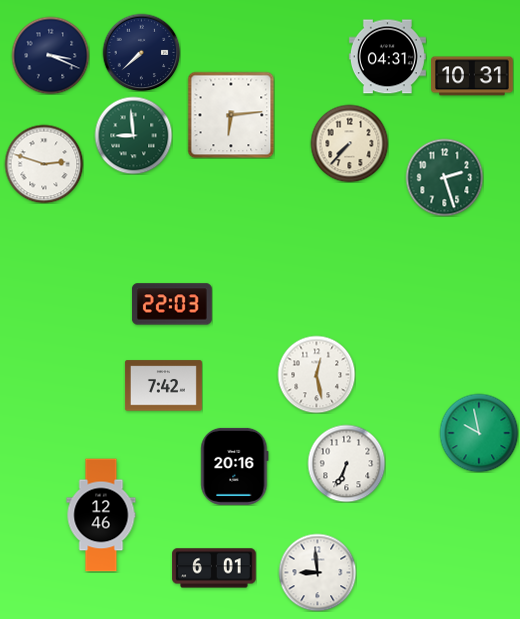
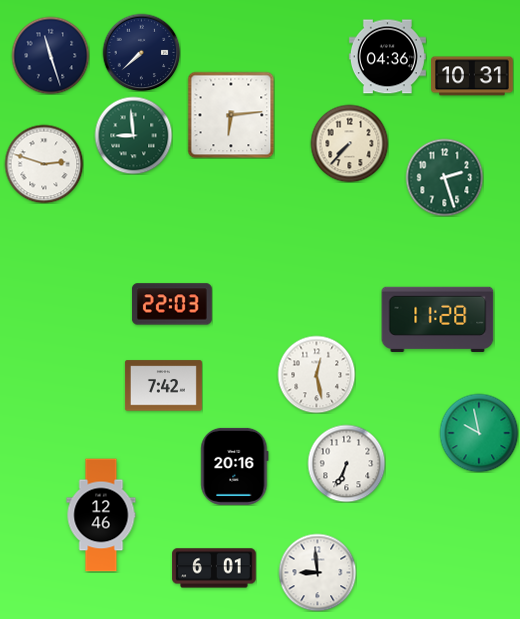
clock at (50, 55): 3:19 -> 11:27
clock at (387, 57): 04:31 -> 04:36
clock at (438, 319): none -> 11:28
